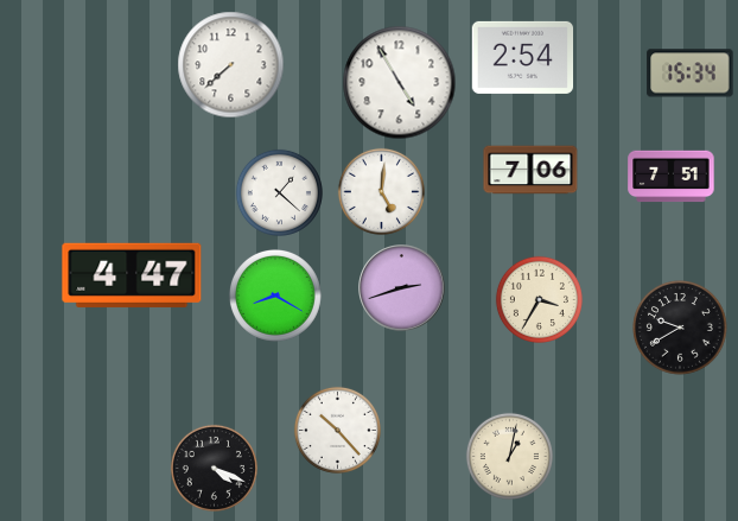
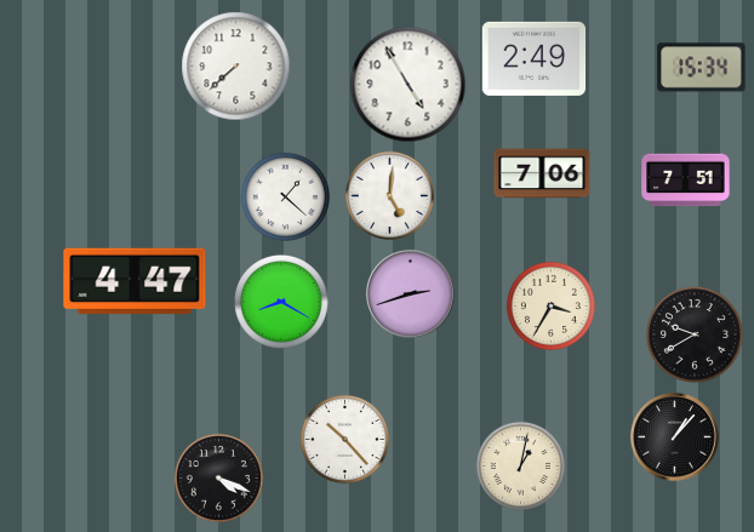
clock at (523, 57): 2:54 -> 2:49
clock at (691, 74) position: (691, 74) -> (702, 68)
clock at (675, 437): none -> 1:07
